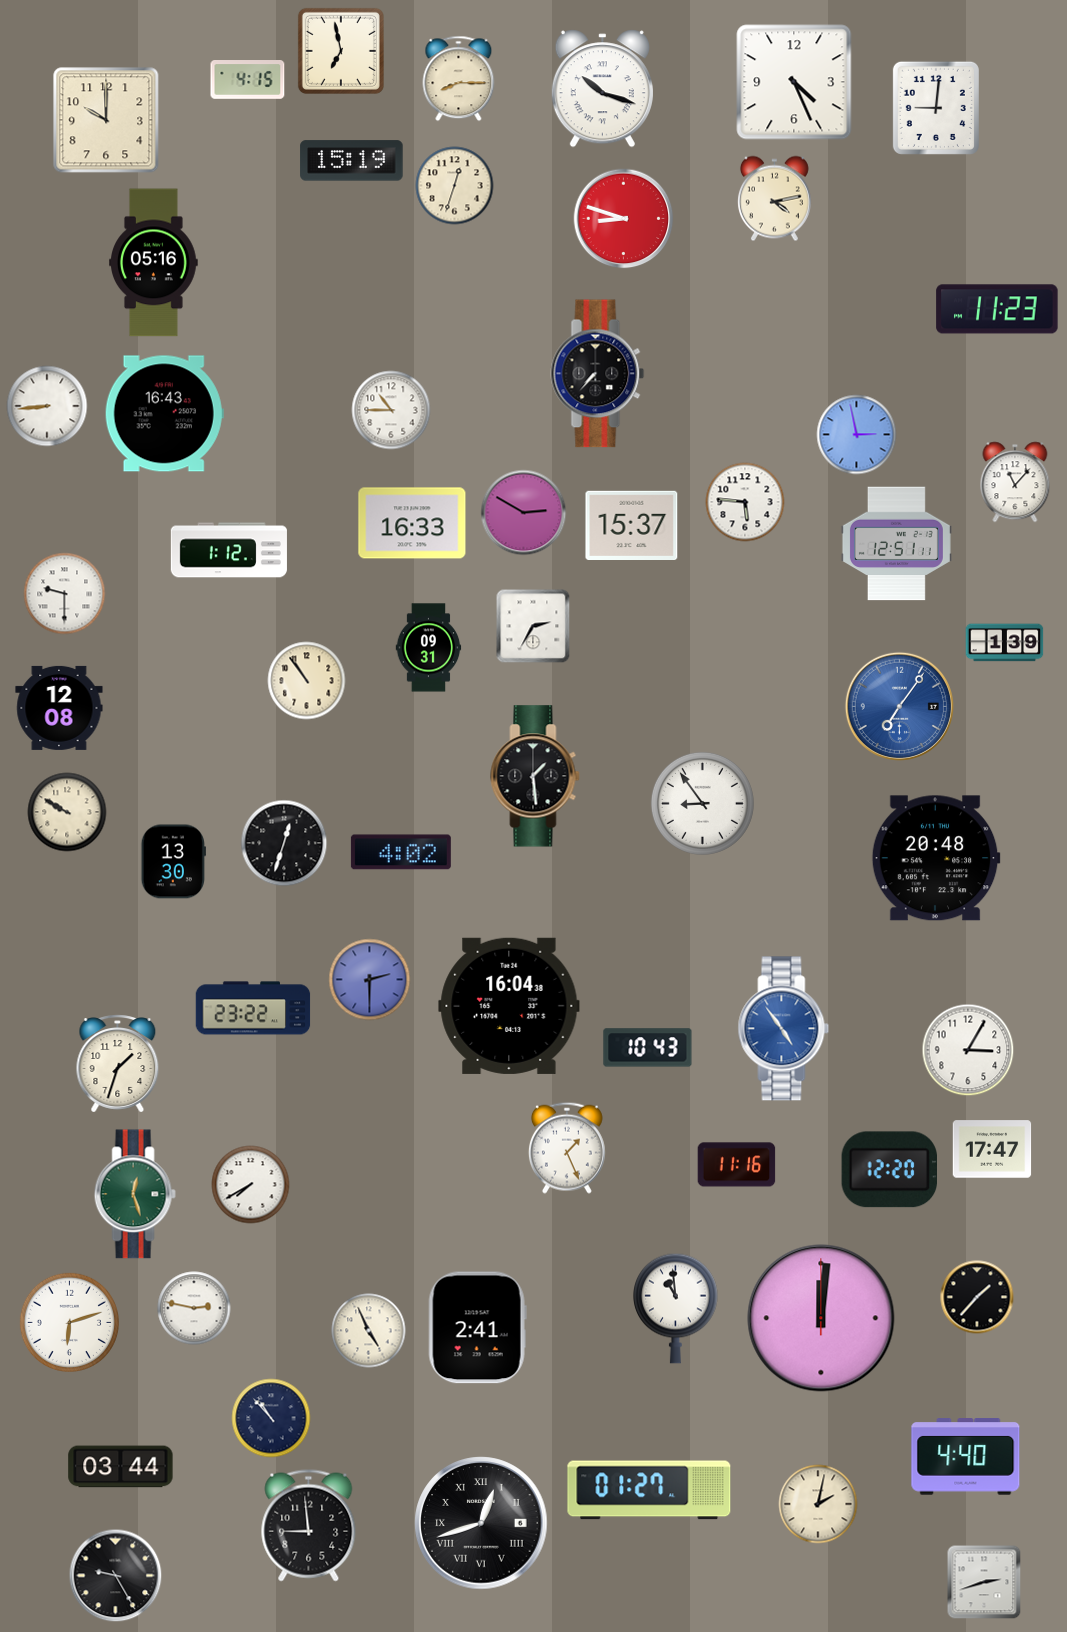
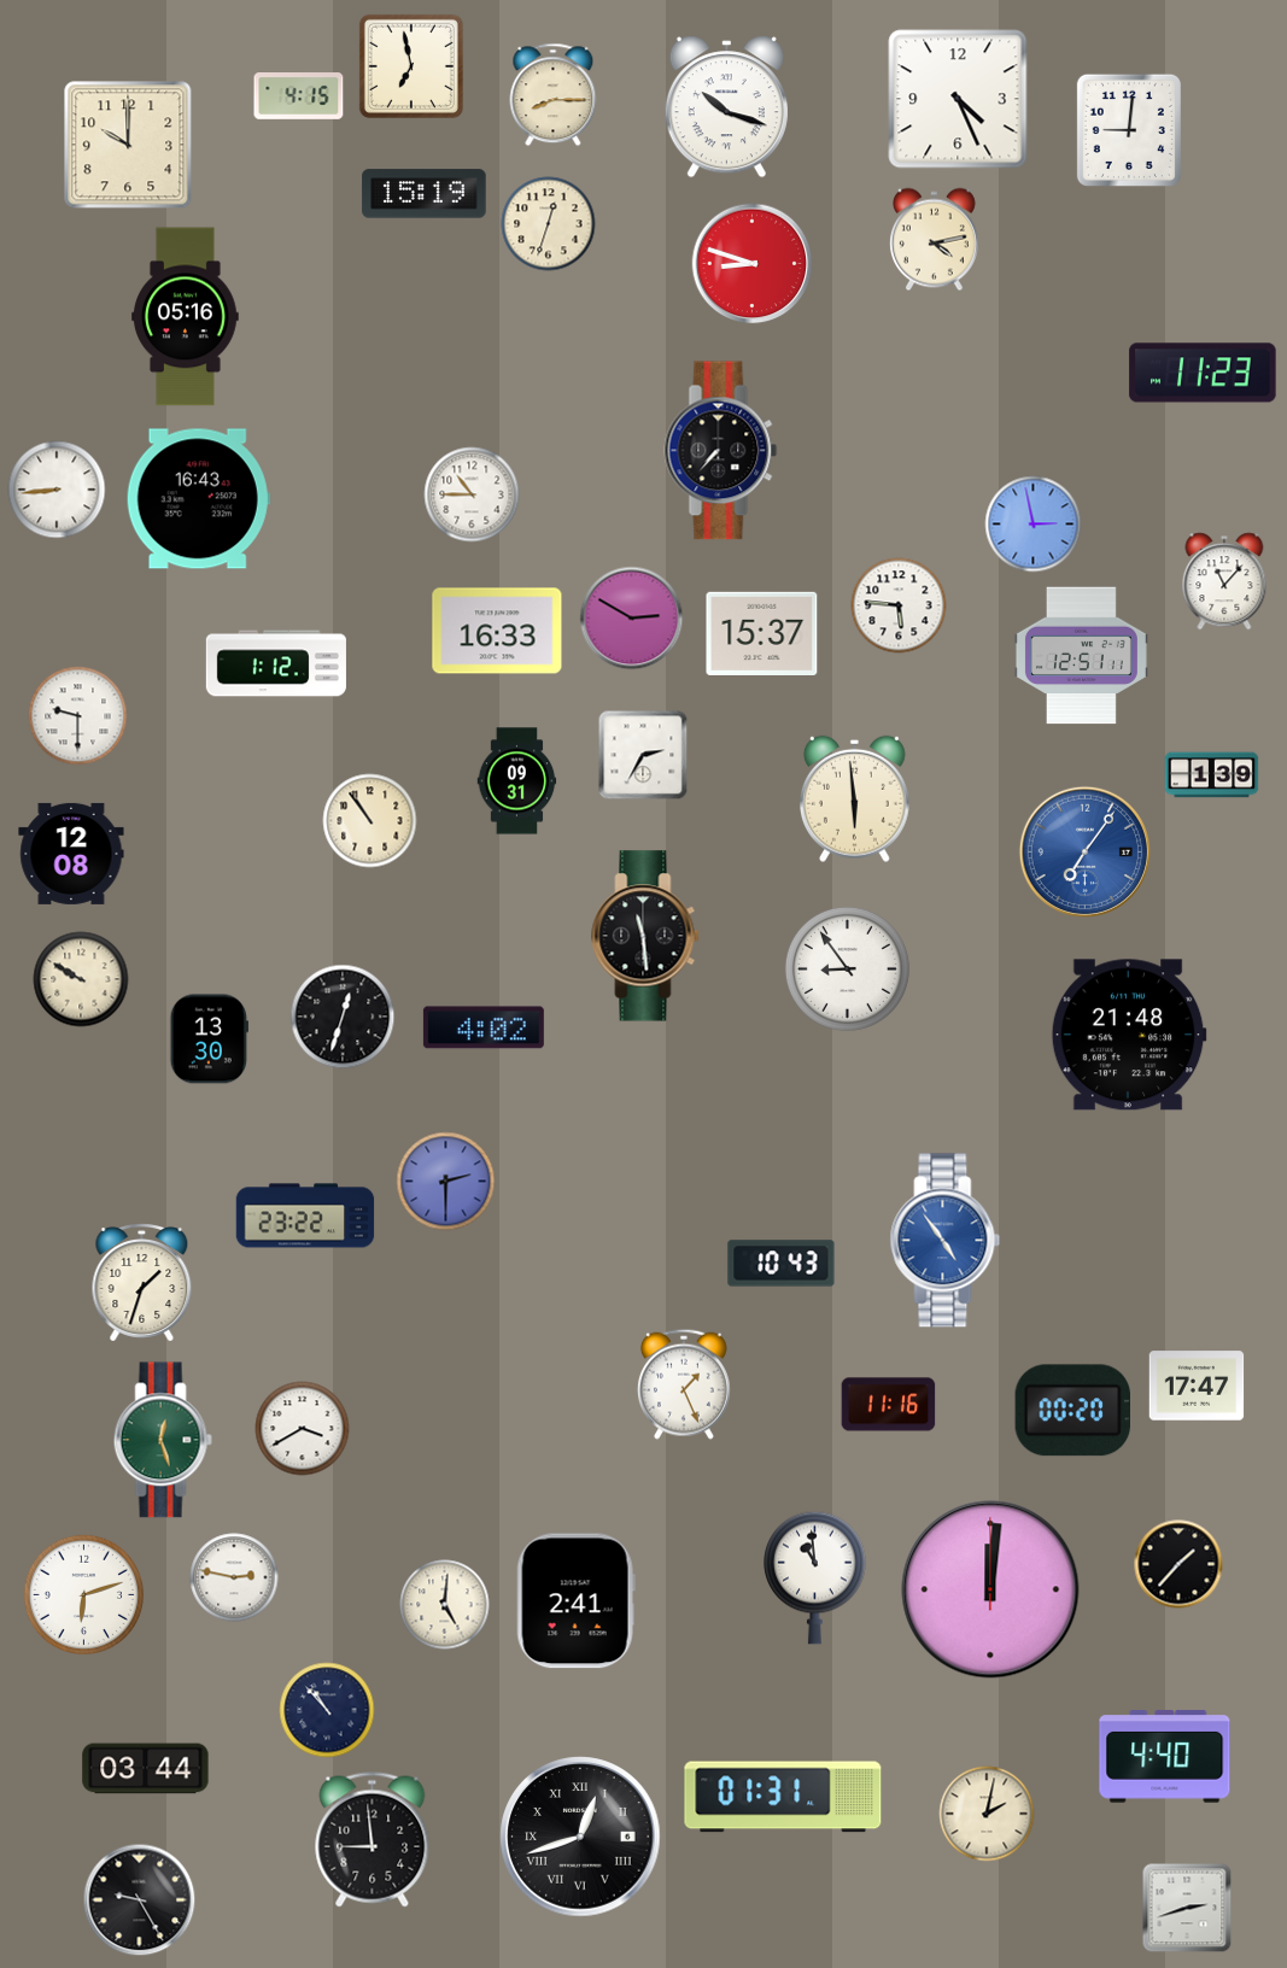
clock at (341, 51) position: (341, 51) -> (411, 66)
clock at (854, 798): none -> 5:59
clock at (535, 776): 1:29 -> 11:29
clock at (936, 858): 20:48 -> 21:48
clock at (509, 1006): 16:04 -> none
clock at (968, 1050): 3:05 -> none
clock at (889, 1170): 12:20 -> 00:20
clock at (251, 1185): 7:40 -> 3:40
clock at (369, 1331): 4:56 -> 5:01
clock at (649, 1490): 01:27 -> 01:31
